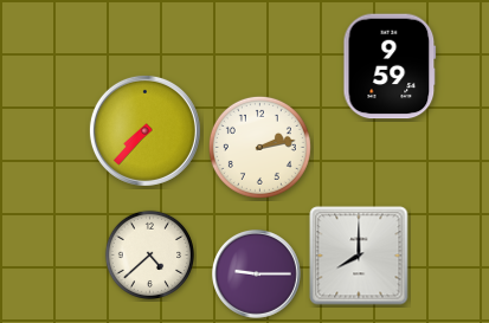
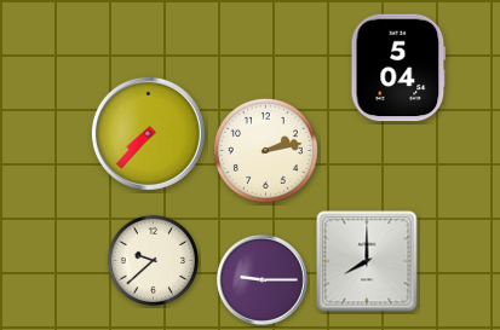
clock at (390, 66): 9:59 -> 5:04
clock at (149, 254): 4:38 -> 9:38
